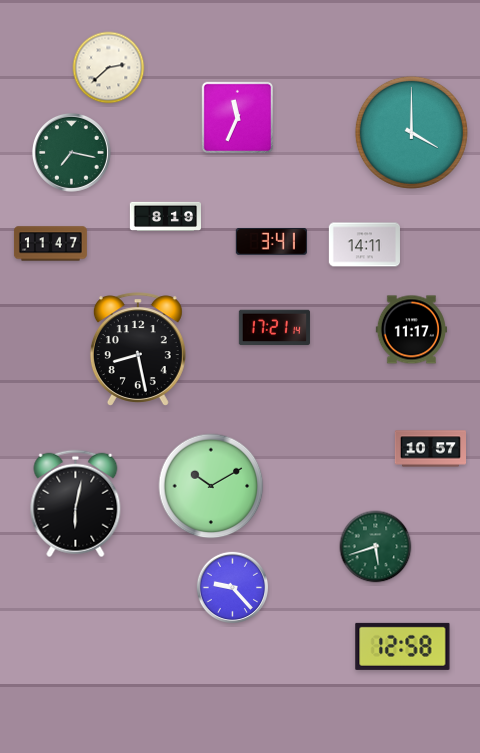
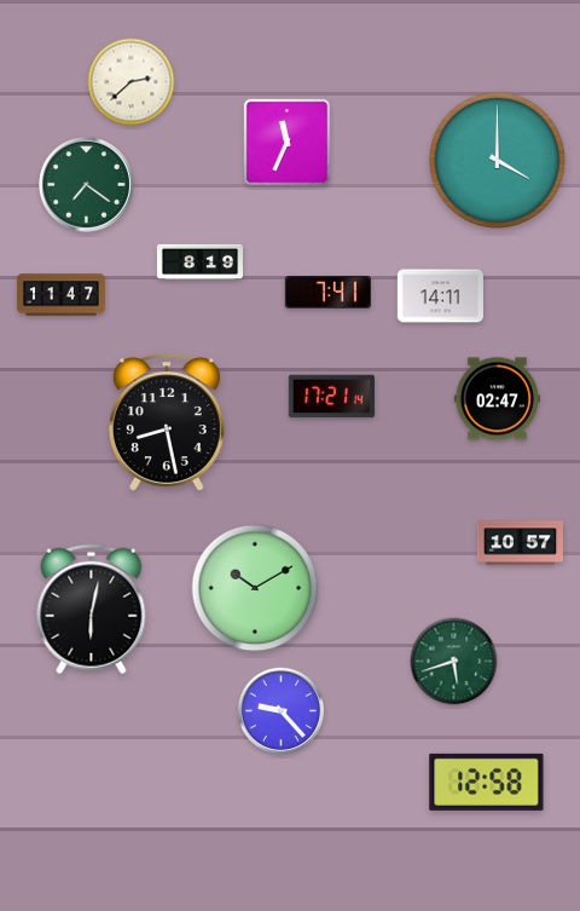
clock at (71, 152): 7:17 -> 7:21
clock at (271, 242): 3:41 -> 7:41
clock at (411, 330): 11:17 -> 02:47
